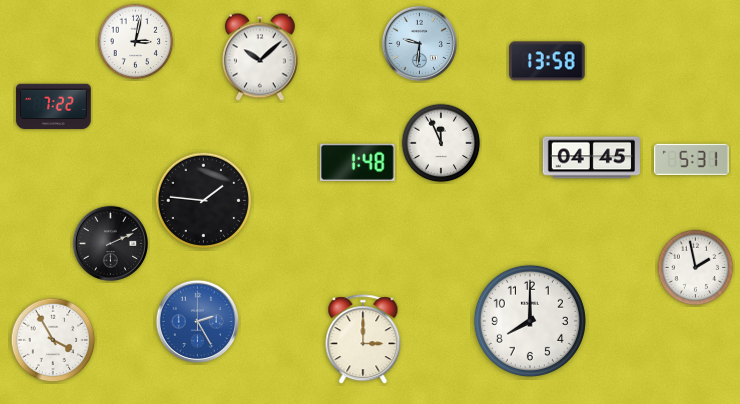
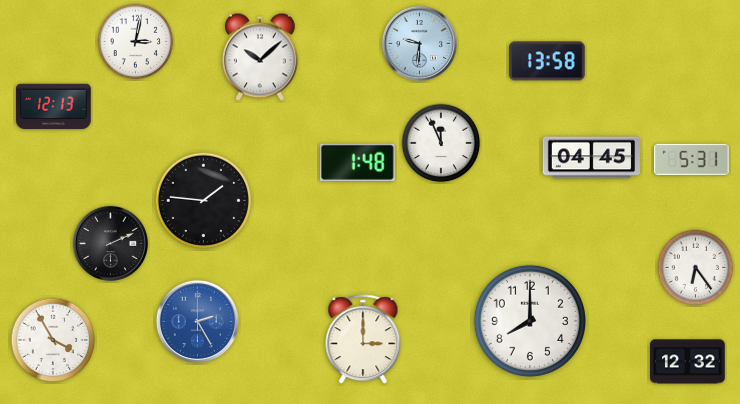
clock at (54, 107): 7:22 -> 12:13
clock at (696, 268): 1:58 -> 6:24
clock at (688, 362): none -> 12:32
